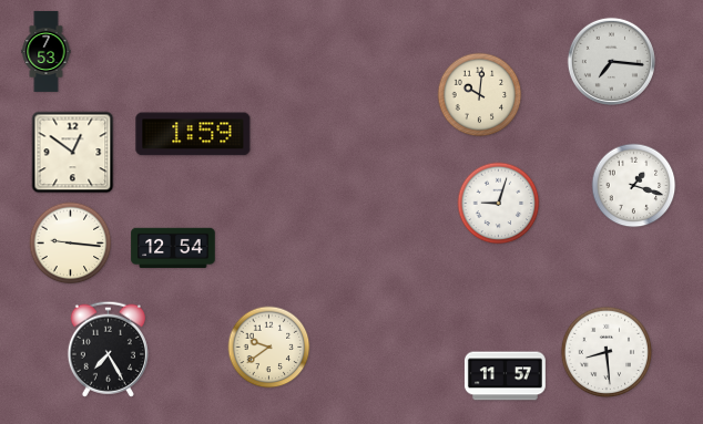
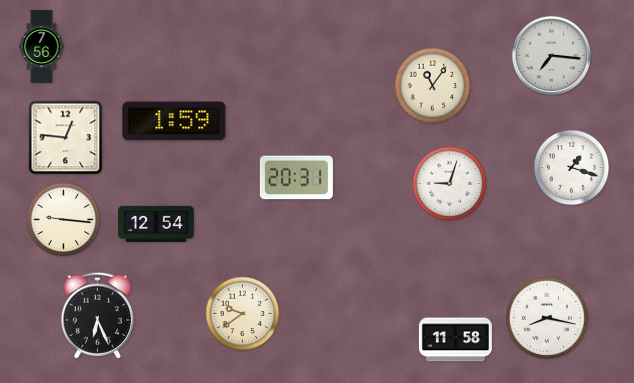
clock at (47, 51): 7:53 -> 7:56
clock at (480, 95): 10:01 -> 11:06
clock at (73, 153): 12:51 -> 12:46
clock at (296, 178): none -> 20:31
clock at (108, 349): 7:25 -> 6:26
clock at (607, 352): 8:29 -> 8:17
clock at (505, 376): 11:57 -> 11:58
